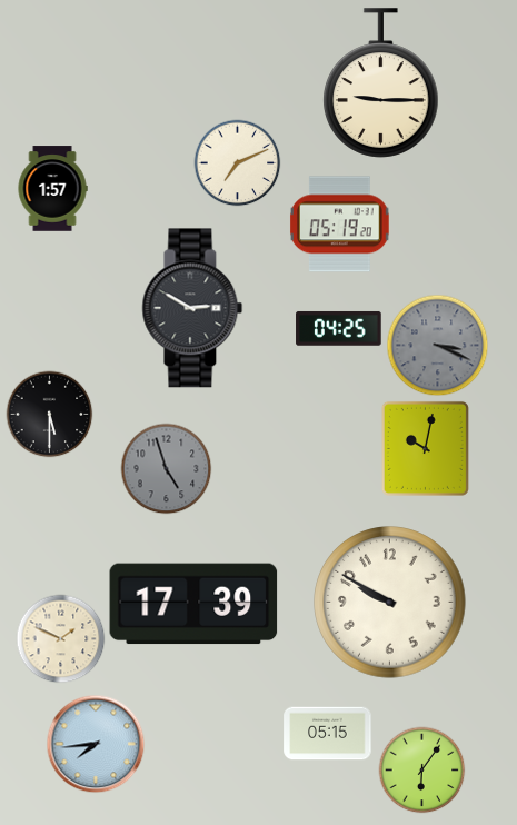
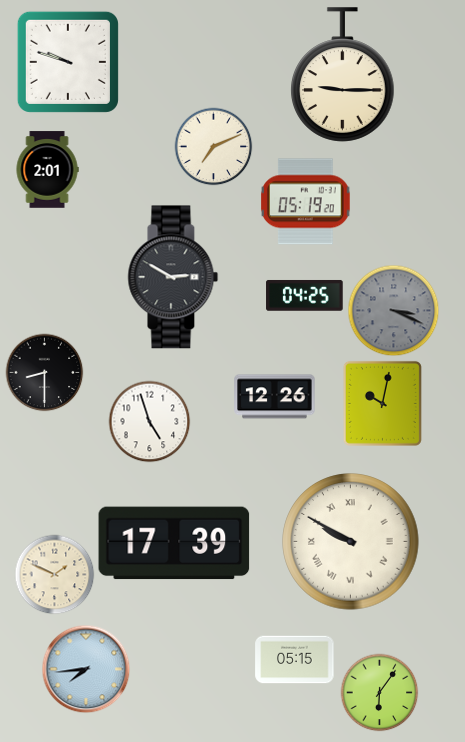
clock at (68, 62): none -> 9:48
clock at (52, 189): 1:57 -> 2:01
clock at (49, 414): 5:30 -> 8:30
clock at (275, 397): none -> 12:26
clock at (166, 468) dial: grey -> white
clock at (390, 603) numerals: Arabic -> Roman
